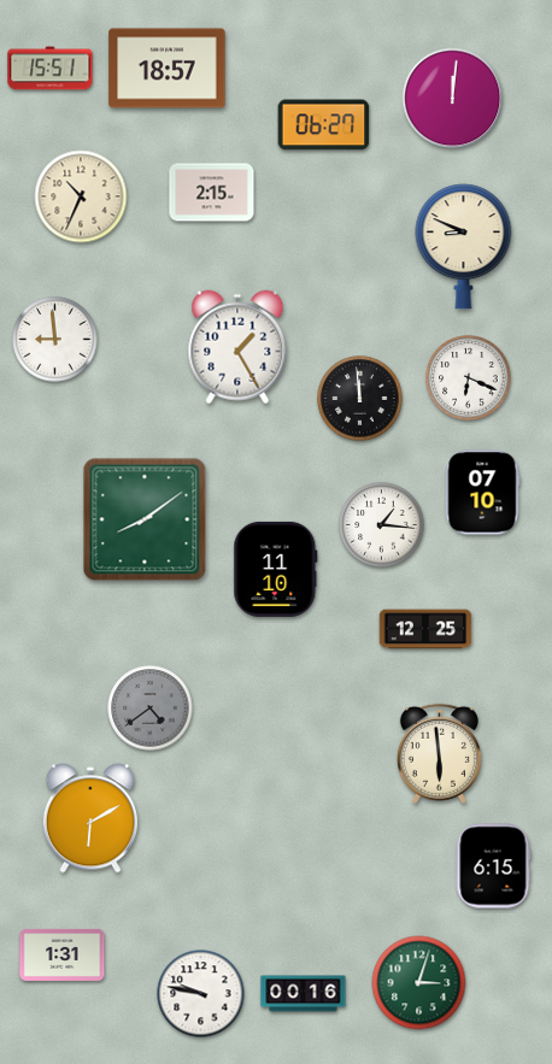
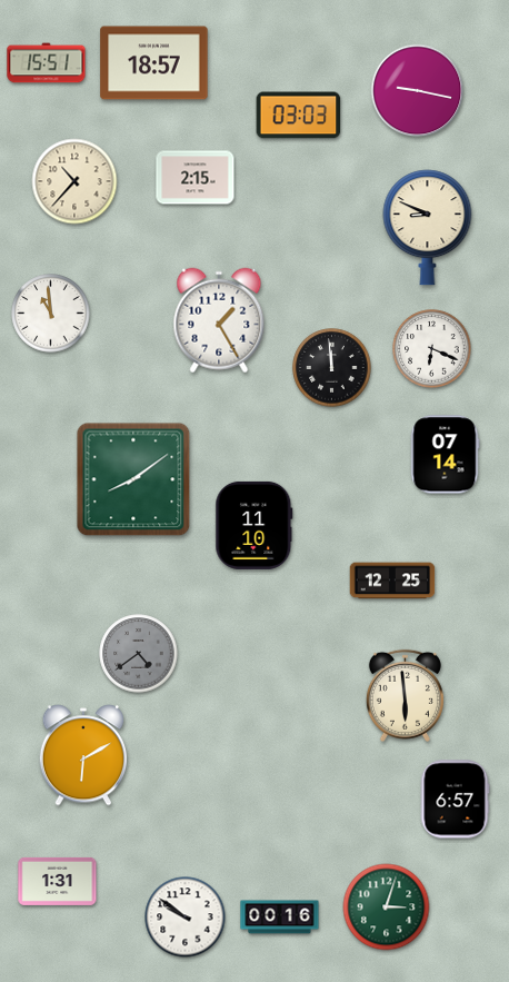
clock at (453, 99): 12:01 -> 9:17
clock at (324, 125): 06:27 -> 03:03
clock at (81, 196): 10:34 -> 10:37
clock at (55, 340): 8:59 -> 10:59
clock at (483, 493): 07:10 -> 07:14
clock at (382, 525): 1:16 -> none
clock at (493, 866): 6:15 -> 6:57
clock at (201, 994): 9:47 -> 9:51
